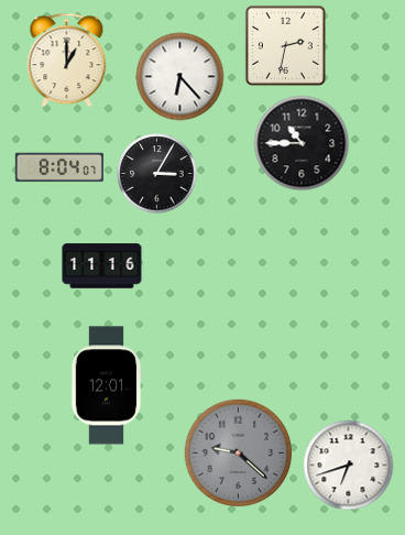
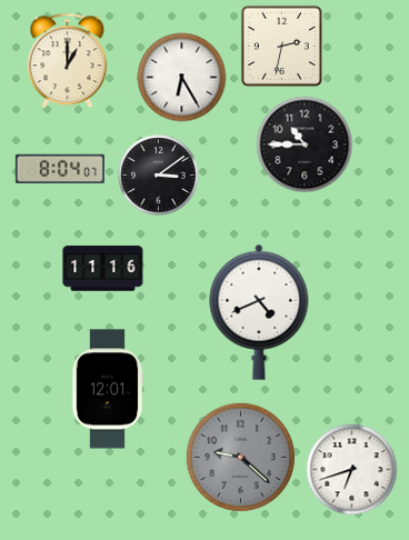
clock at (285, 45) position: (285, 45) -> (281, 46)
clock at (180, 77): 6:23 -> 6:25
clock at (157, 174): 3:05 -> 3:09
clock at (259, 312): none -> 4:41
